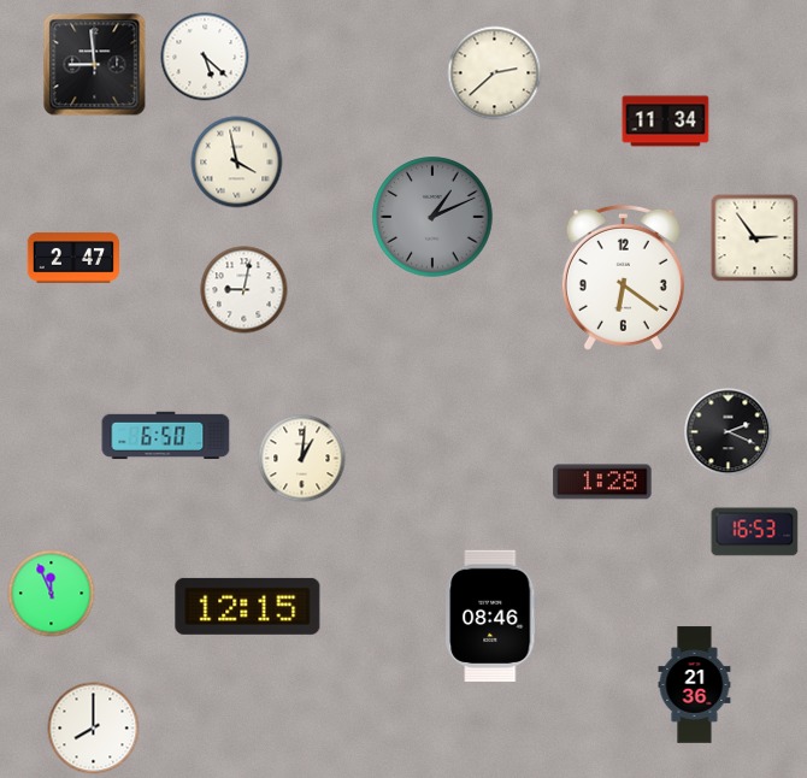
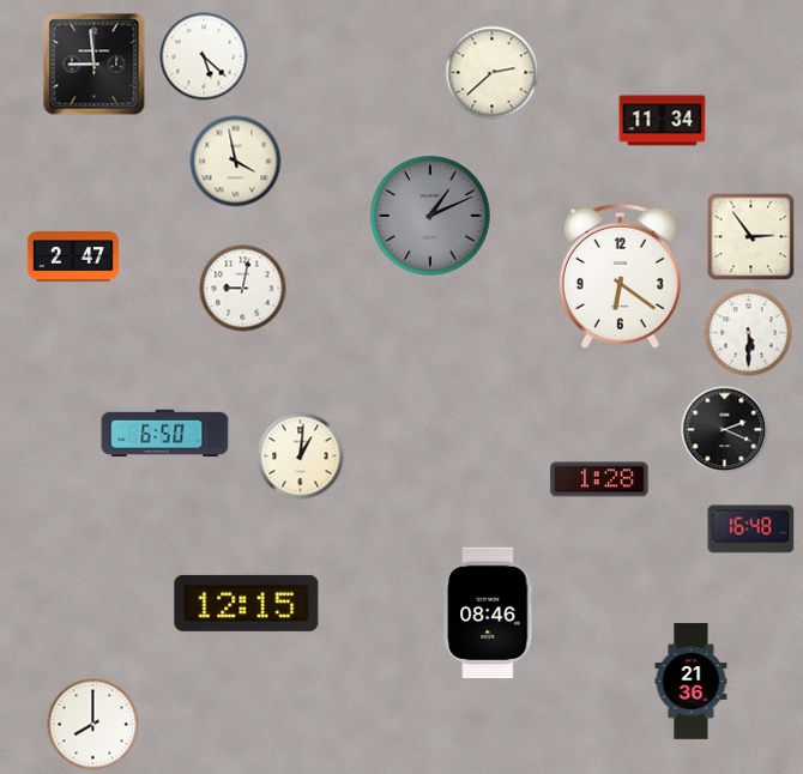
clock at (749, 333): none -> 5:30
clock at (755, 532): 16:53 -> 16:48
clock at (52, 594): 11:56 -> none
